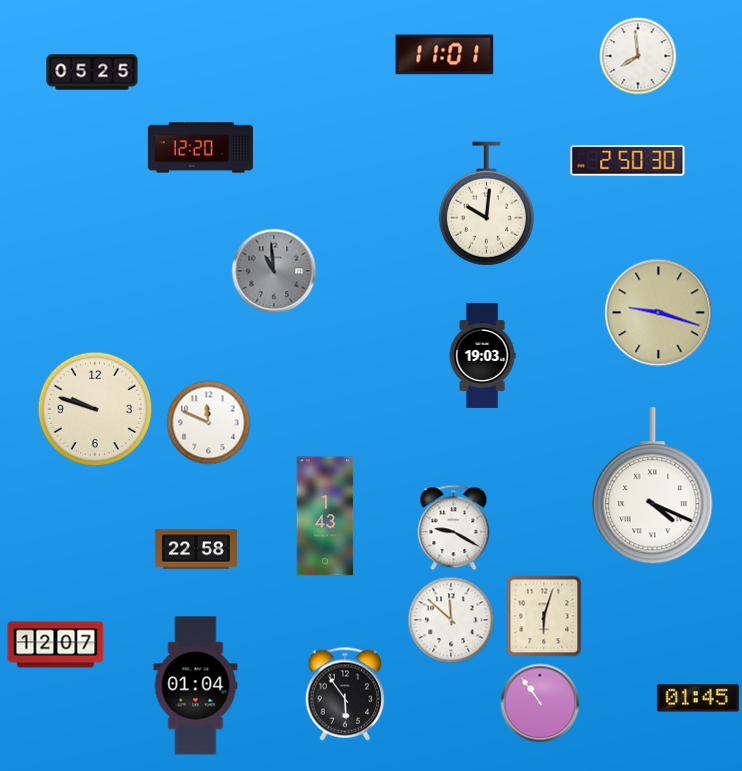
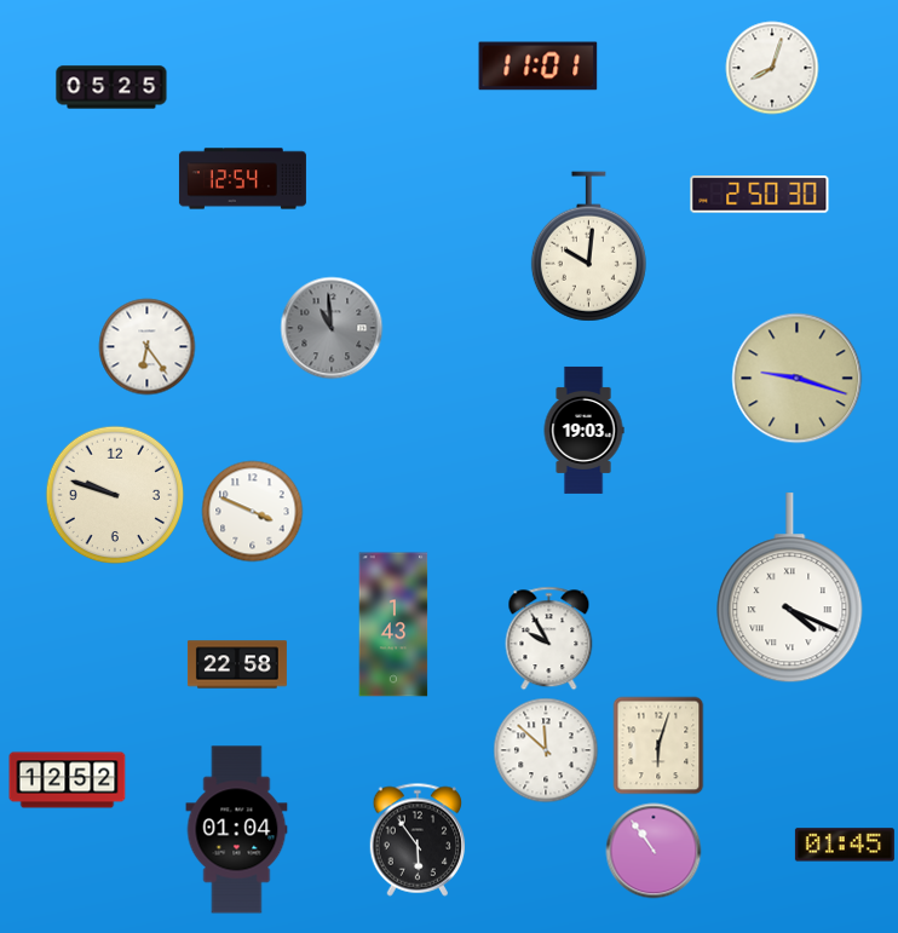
clock at (638, 56): 7:59 -> 8:03
clock at (200, 148): 12:20 -> 12:54
clock at (148, 347): none -> 6:24
clock at (209, 423): 11:49 -> 3:49
clock at (454, 528): 9:20 -> 9:55
clock at (56, 645): 12:07 -> 12:52
